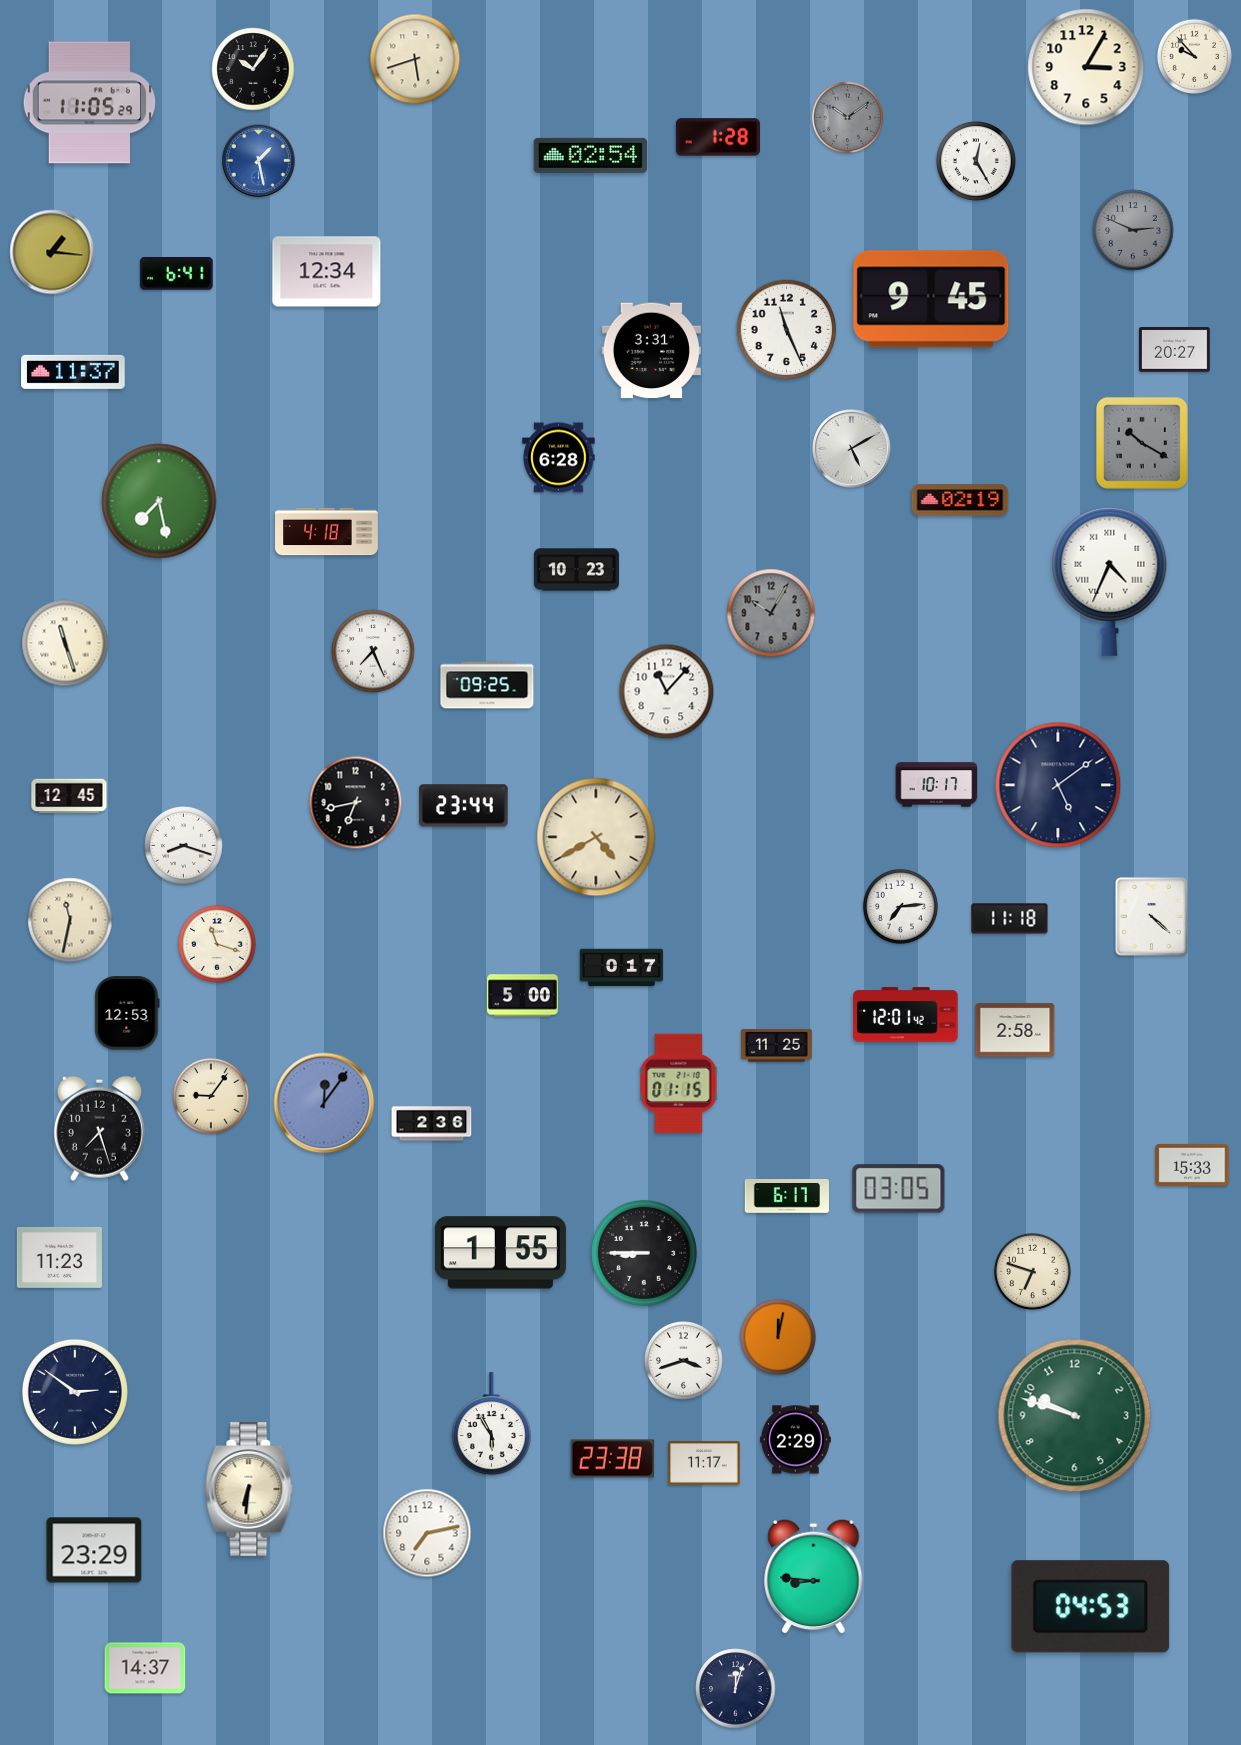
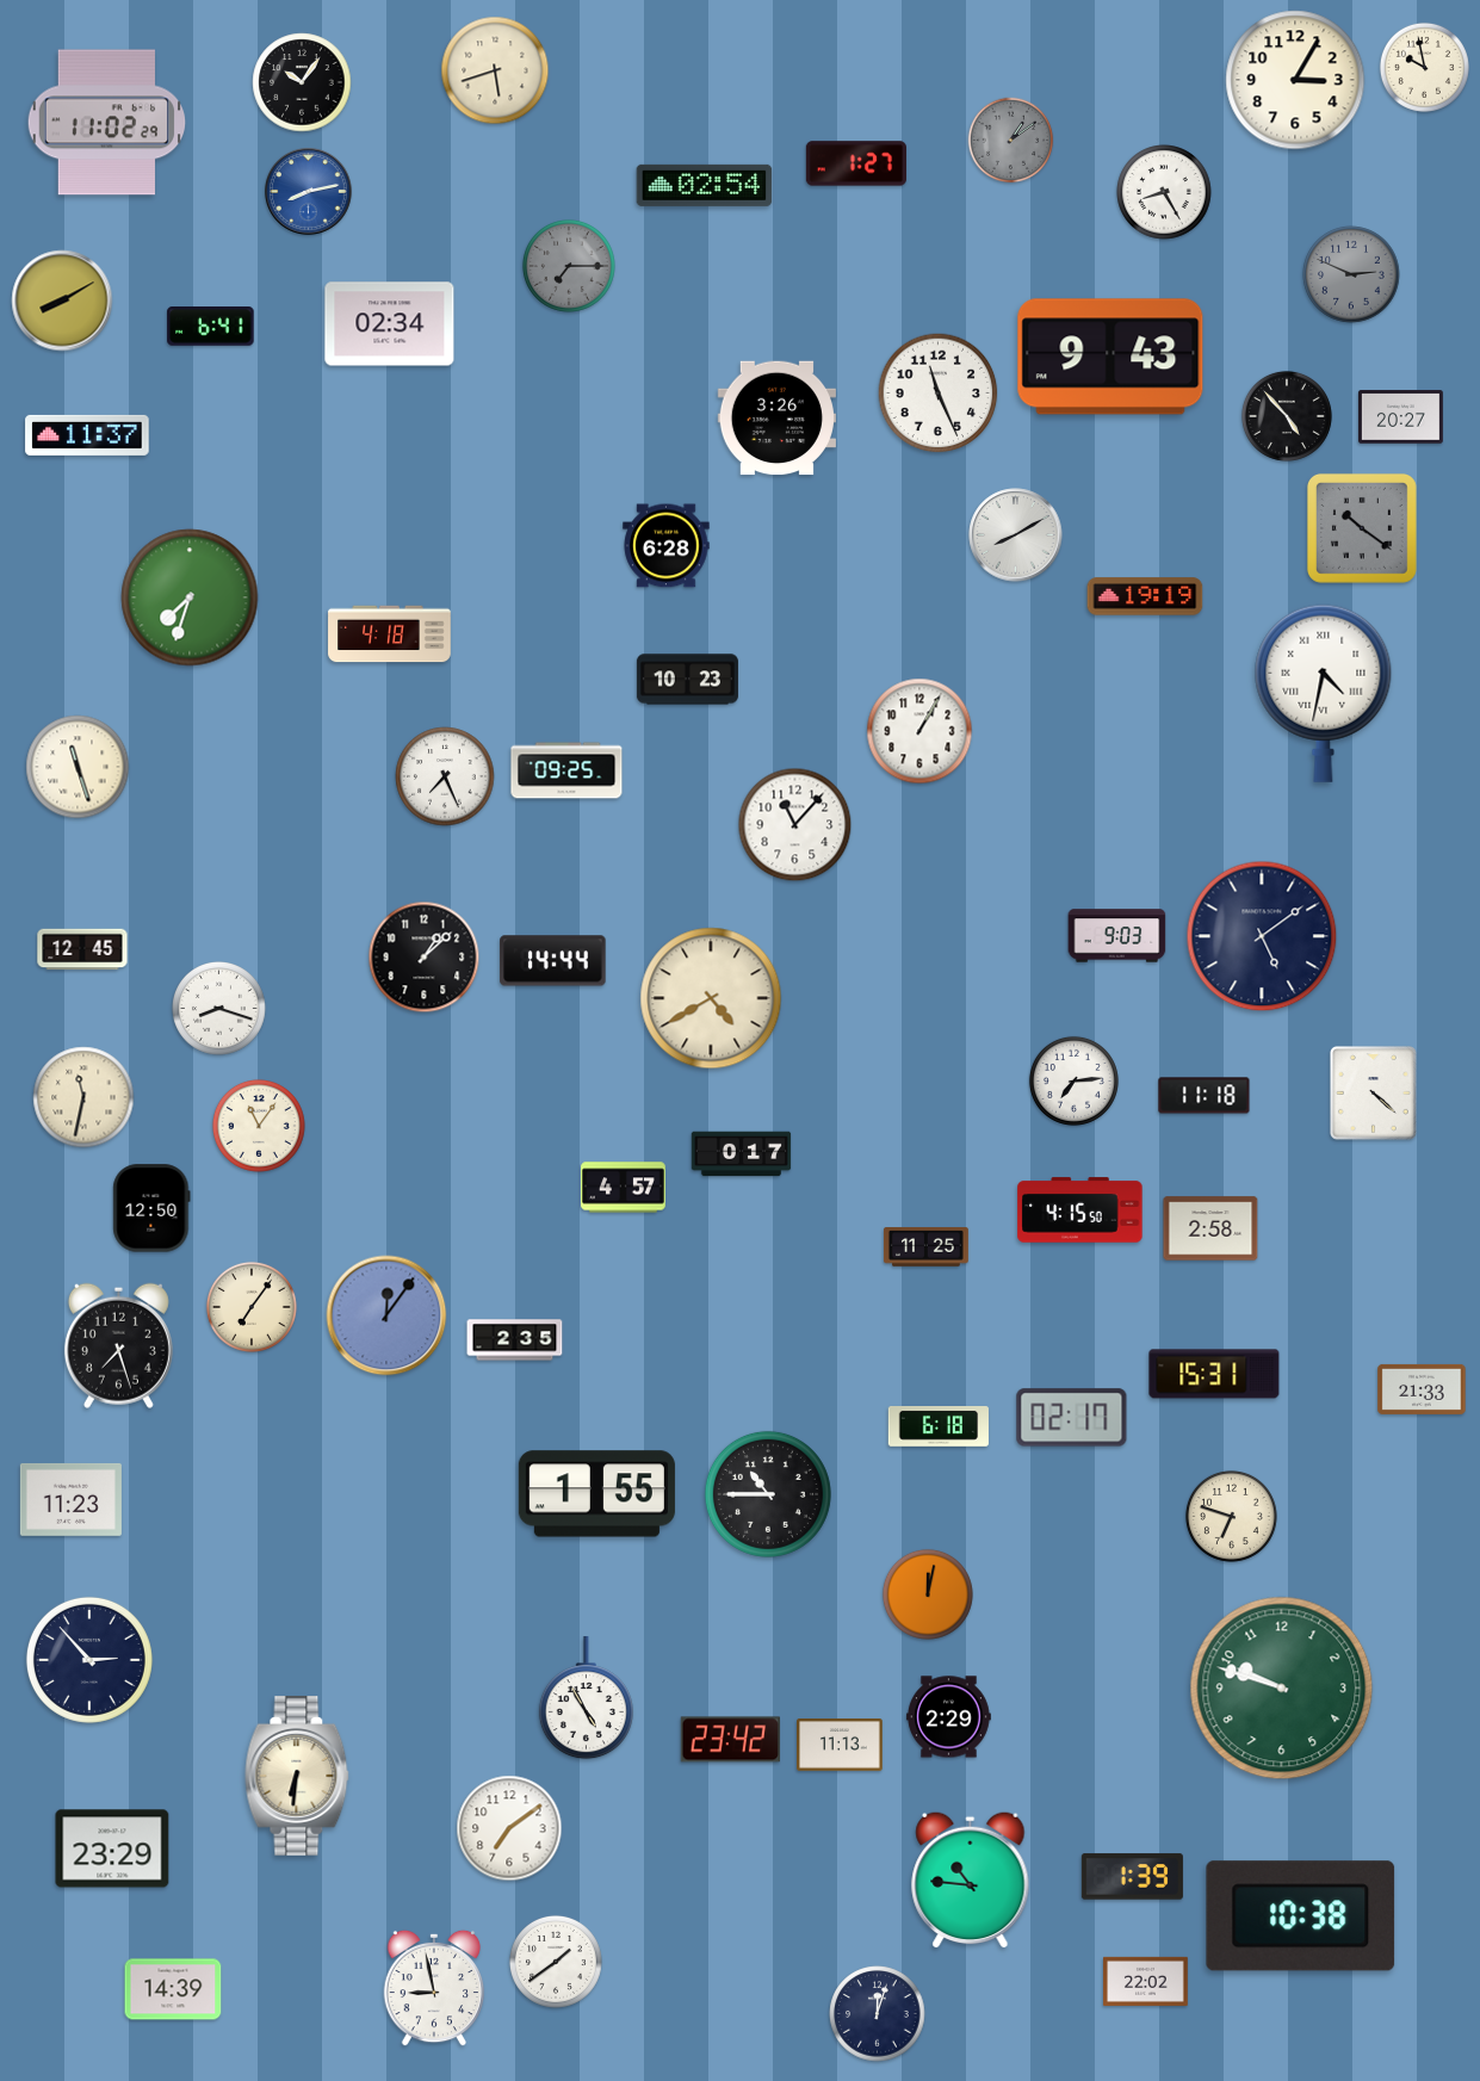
clock at (1194, 56): 9:53 -> 9:58
clock at (90, 103): 11:05 -> 11:02
clock at (848, 118): 10:09 -> 1:09
clock at (717, 137): 1:28 -> 1:27
clock at (259, 161): 1:28 -> 8:13
clock at (976, 161): 12:25 -> 8:25
clock at (569, 266): none -> 7:15
clock at (52, 252): 1:16 -> 8:10
clock at (327, 272): 12:34 -> 02:34
clock at (931, 299): 9:45 -> 9:43
clock at (1287, 416): none -> 4:53
clock at (651, 351): 3:31 -> 3:26
clock at (73, 372) position: (73, 372) -> (87, 435)
clock at (1142, 443): 10:20 -> 10:21
clock at (852, 449): 5:10 -> 8:10
clock at (960, 500): 02:19 -> 19:19
clock at (159, 501): 7:28 -> 7:33
clock at (1110, 581): 4:34 -> 4:32
clock at (771, 613): 10:05 -> 1:05
clock at (771, 613) dial: grey -> white
clock at (487, 685) position: (487, 685) -> (566, 770)
clock at (937, 785): 10:17 -> 9:03
clock at (356, 803): 6:43 -> 1:08
clock at (464, 806): 23:44 -> 14:44
clock at (217, 944): 11:18 -> 11:06
clock at (523, 996): 5:00 -> 4:57
clock at (127, 1013): 12:53 -> 12:50
clock at (906, 1015): 12:01 -> 4:15
clock at (679, 1083): 01:15 -> none
clock at (211, 1096): 9:06 -> 7:06
clock at (432, 1124): 2:36 -> 2:35
clock at (1214, 1374): none -> 15:31
clock at (1192, 1165): 15:33 -> 21:33
clock at (899, 1189): 03:05 -> 02:17
clock at (787, 1197): 6:17 -> 6:18
clock at (644, 1253): 8:45 -> 10:45
clock at (684, 1361): 3:42 -> none
clock at (75, 1392): 2:51 -> 2:53
clock at (491, 1425): 5:55 -> 4:55
clock at (613, 1459): 23:38 -> 23:42
clock at (704, 1463): 11:17 -> 11:13
clock at (427, 1533): 7:13 -> 7:09
clock at (1132, 1877): none -> 1:39
clock at (814, 1576): 8:46 -> 10:46
clock at (1091, 1607): 04:53 -> 10:38
clock at (556, 1962): none -> 1:39
clock at (1146, 1981): none -> 22:02
clock at (434, 1988): none -> 8:58
clock at (145, 1668): 14:37 -> 14:39
